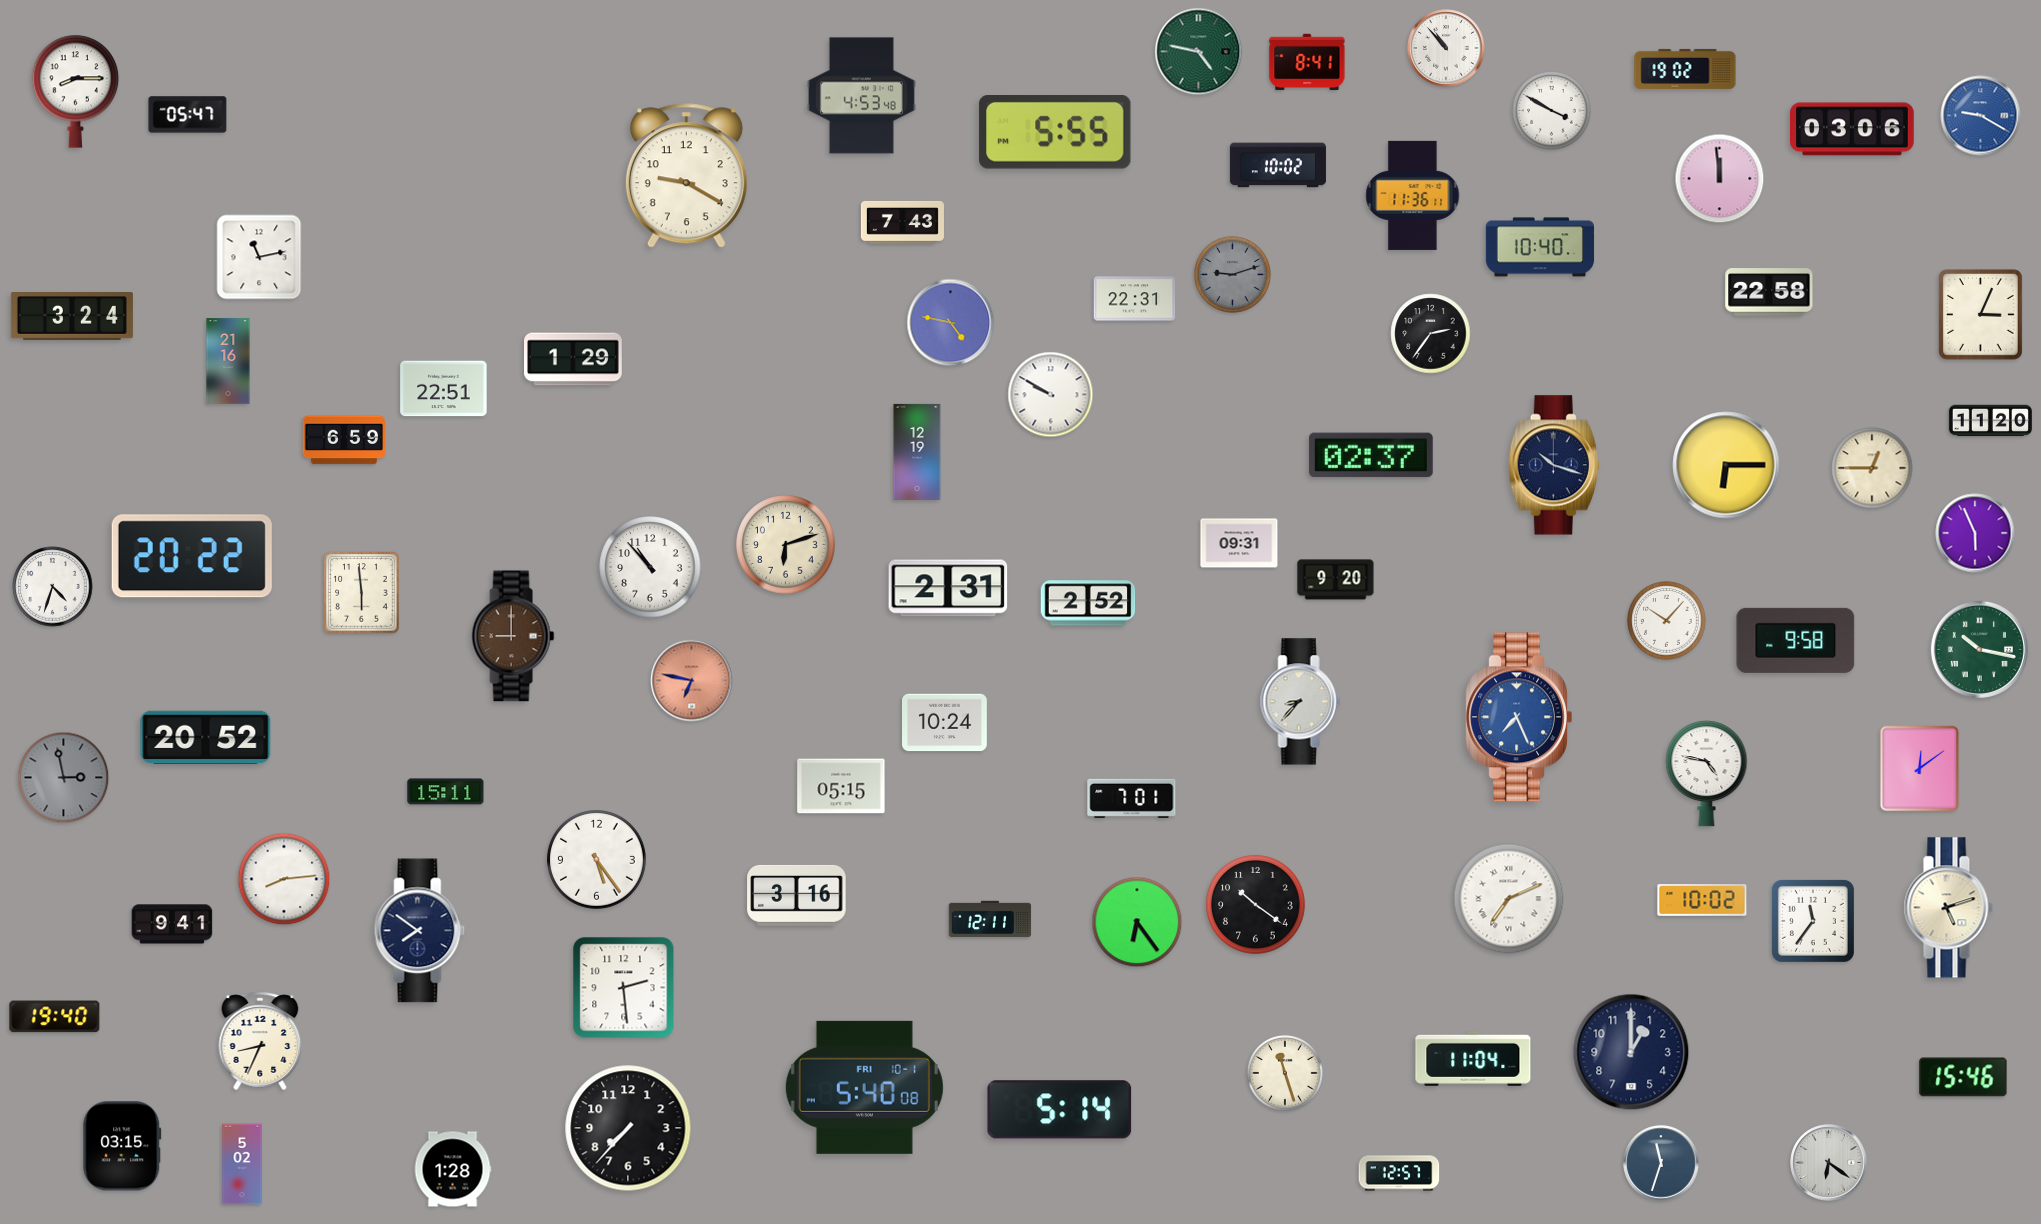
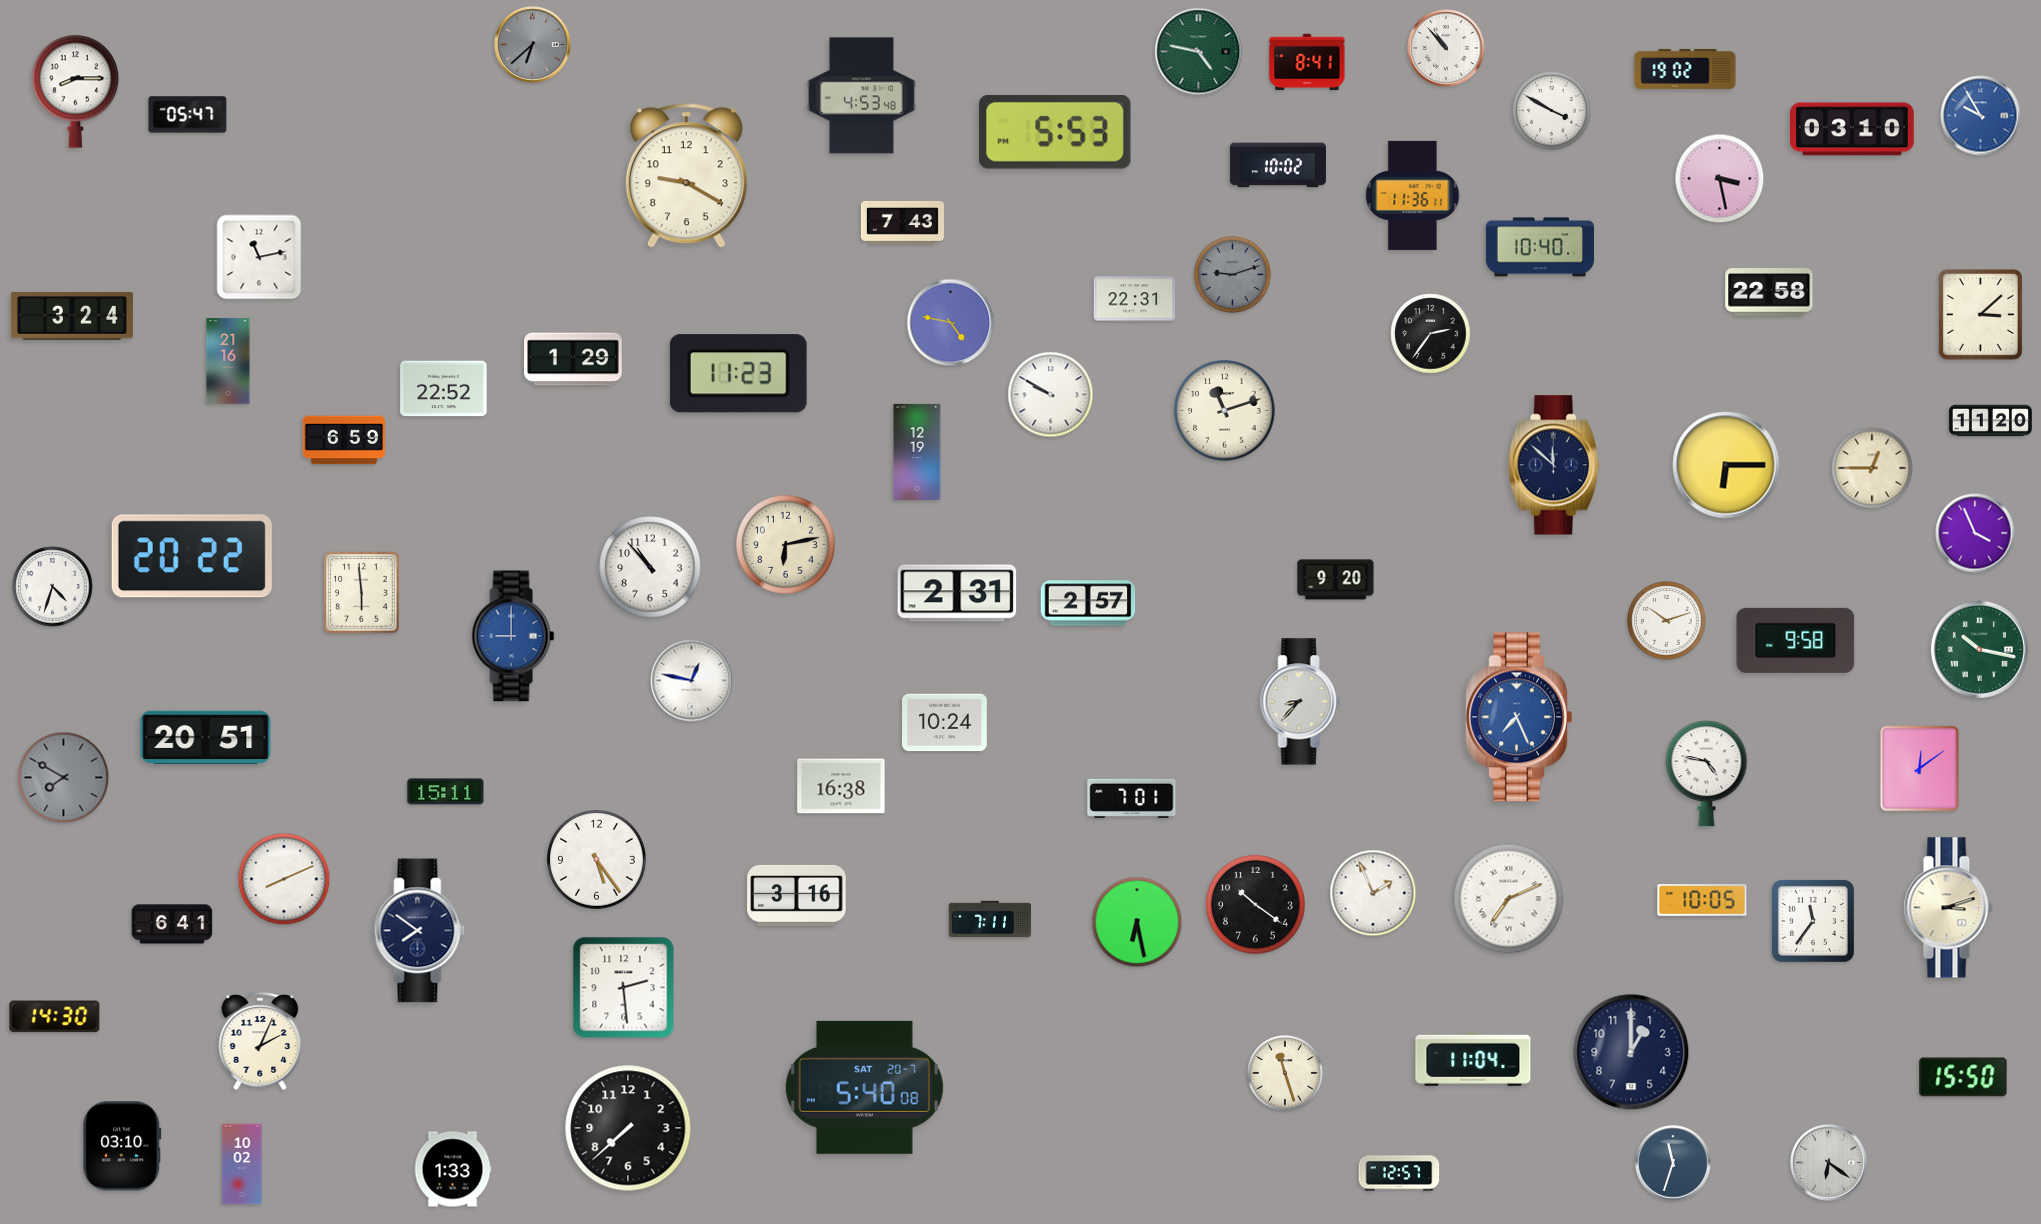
clock at (533, 45): none -> 6:38
clock at (1981, 116): 9:20 -> 9:55
clock at (1853, 129): 03:06 -> 03:10
clock at (1055, 133): 5:55 -> 5:53
clock at (1720, 179): 11:59 -> 3:28
clock at (1981, 315): 3:04 -> 3:08
clock at (738, 374): none -> 11:23
clock at (444, 389): 22:51 -> 22:52
clock at (1225, 411): none -> 11:12
clock at (1371, 455): 02:37 -> none
clock at (1554, 465): 10:18 -> 11:52
clock at (1975, 533): 5:56 -> 3:56
clock at (1239, 543): 09:31 -> none
clock at (786, 545): 6:12 -> 6:13
clock at (948, 588) position: (948, 588) -> (957, 593)
clock at (1088, 603): 2:52 -> 2:57
clock at (1667, 621): 10:07 -> 10:12
clock at (513, 636) dial: brown -> blue
clock at (692, 681): 6:47 -> 12:47
clock at (692, 681) dial: salmon -> white
clock at (206, 738): 20:52 -> 20:51
clock at (64, 778): 2:58 -> 7:50
clock at (841, 786): 05:15 -> 16:38
clock at (284, 879): 8:14 -> 8:11
clock at (1373, 893): none -> 1:56
clock at (1702, 901): 10:02 -> 10:05
clock at (1948, 908): 5:12 -> 3:12
clock at (990, 919): 12:11 -> 7:11
clock at (1137, 922): 6:24 -> 6:28
clock at (172, 924): 9:41 -> 6:41
clock at (55, 1017): 19:40 -> 14:30
clock at (260, 1041): 8:34 -> 2:04
clock at (1963, 1077): 15:46 -> 15:50
clock at (864, 1087) date: FRI 10-1 -> SAT 20-7
clock at (1060, 1110): 5:14 -> none
clock at (628, 1128): 7:37 -> 7:38
clock at (122, 1146): 03:15 -> 03:10
clock at (1661, 1163) position: (1661, 1163) -> (1673, 1163)
clock at (242, 1164): 5:02 -> 10:02
clock at (453, 1169): 1:28 -> 1:33
